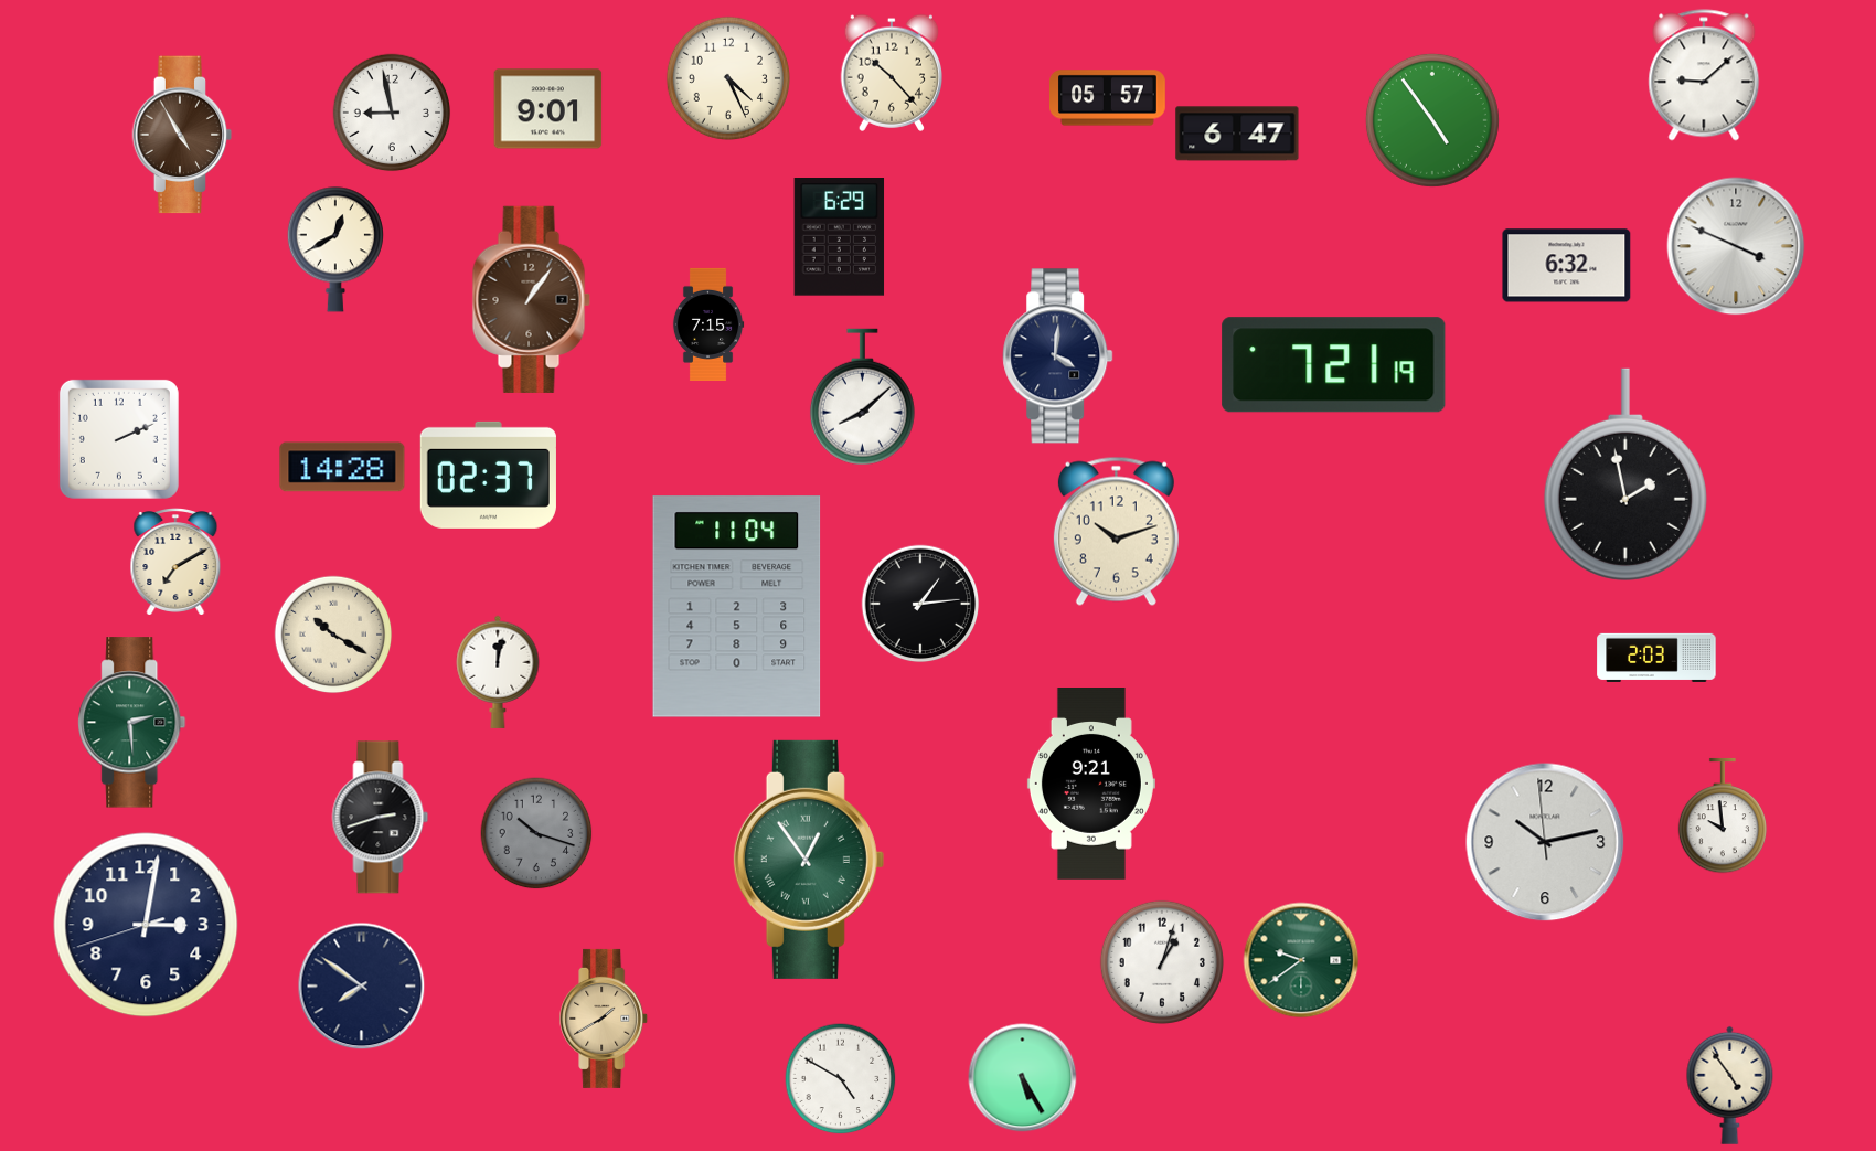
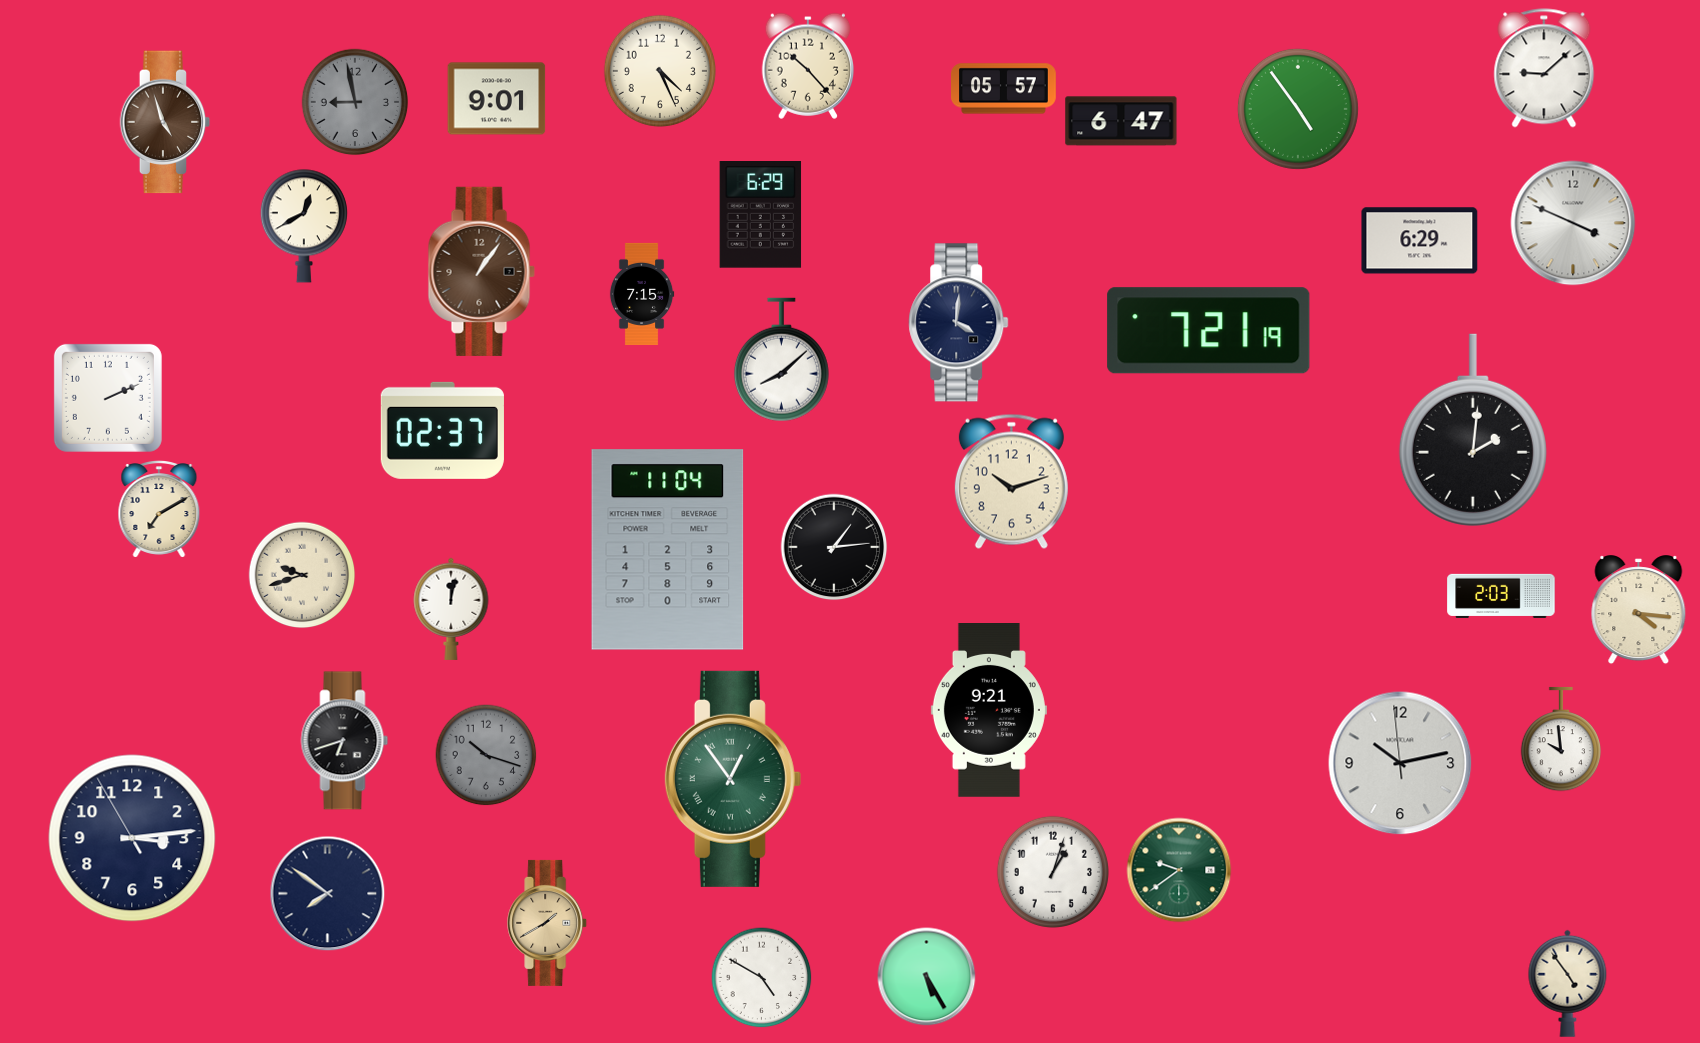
clock at (392, 113) dial: white -> grey
clock at (182, 135): 4:55 -> 4:57
clock at (1567, 266): 6:32 -> 6:29
clock at (342, 467): 14:28 -> none
clock at (1625, 475): 1:58 -> 2:01
clock at (333, 635): 10:20 -> 9:42
clock at (1639, 610): none -> 4:16
clock at (132, 723): 2:29 -> none
clock at (381, 818): 2:42 -> 6:42
clock at (146, 925): 3:01 -> 3:13
